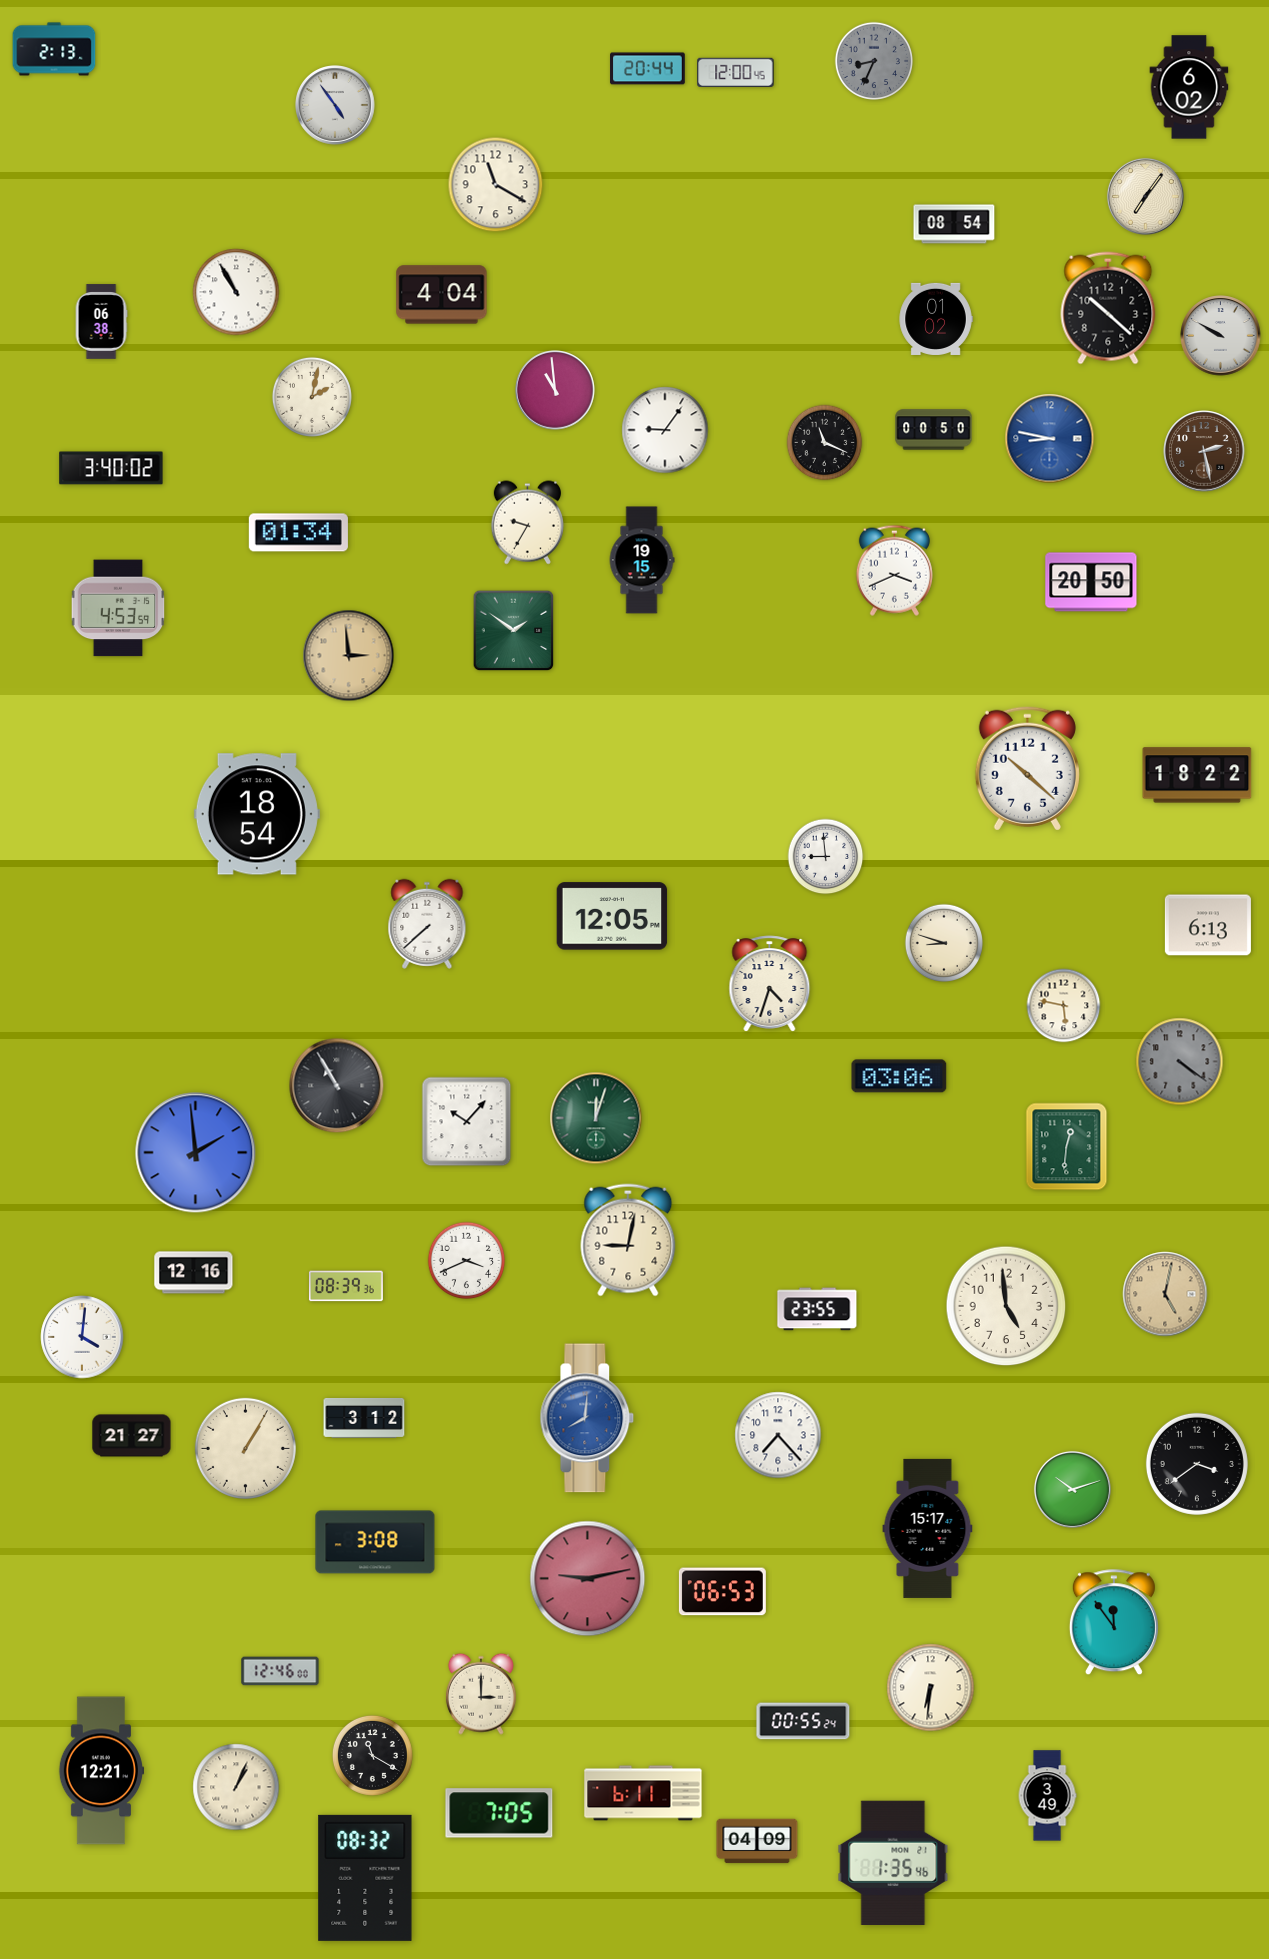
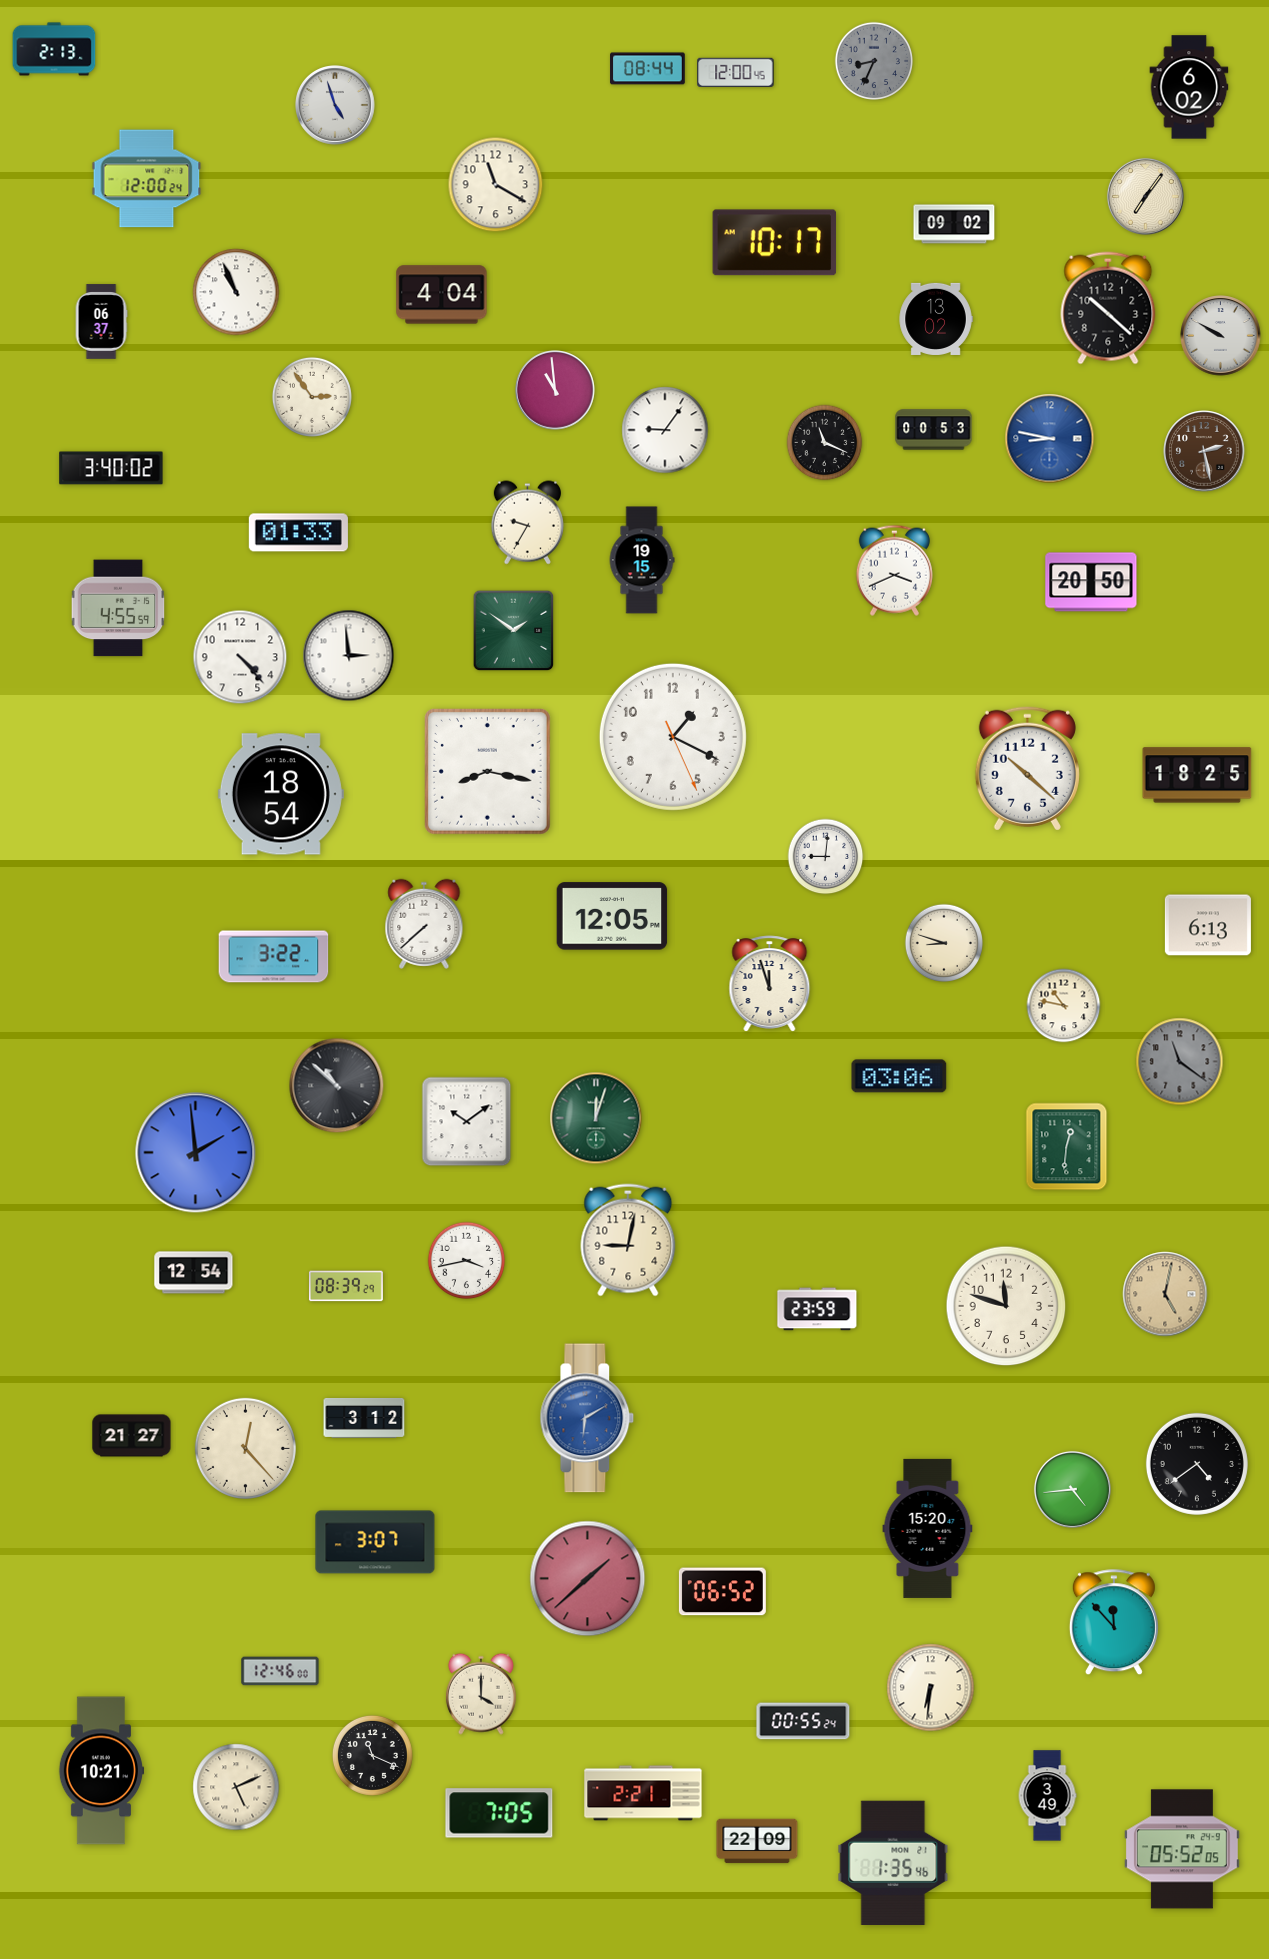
clock at (648, 69): 20:44 -> 08:44
clock at (336, 106): 4:54 -> 4:57
clock at (147, 179): none -> 12:00
clock at (954, 224): 08:54 -> 09:02
clock at (775, 243): none -> 10:17
clock at (236, 292): 10:55 -> 10:56
clock at (936, 319): 01:02 -> 13:02
clock at (101, 322): 06:38 -> 06:37
clock at (312, 397): 2:02 -> 2:54
clock at (934, 430): 00:50 -> 00:53
clock at (298, 533): 01:34 -> 01:33
clock at (118, 608): 4:53 -> 4:55
clock at (349, 656) dial: champagne -> white
clock at (240, 657): none -> 4:23
clock at (673, 737): none -> 1:19
clock at (487, 771): none -> 8:17
clock at (1197, 775): 18:22 -> 18:25
clock at (257, 814) position: (257, 814) -> (281, 794)
clock at (826, 857): 8:59 -> 9:01
clock at (427, 924) position: (427, 924) -> (424, 924)
clock at (274, 957): none -> 3:22
clock at (770, 984): 4:33 -> 11:57
clock at (1064, 1006): 5:47 -> 10:47
clock at (1180, 1062): 4:21 -> 11:21
clock at (337, 1086): 10:55 -> 10:52
clock at (467, 1122): 10:07 -> 10:09
clock at (467, 1261): 3:41 -> 3:43
clock at (194, 1273): 12:16 -> 12:54
clock at (346, 1286): 08:39:36 -> 08:39:29
clock at (1006, 1306): 4:59 -> 11:48
clock at (817, 1309): 23:55 -> 23:59
clock at (82, 1337): 4:01 -> none
clock at (587, 1418): 8:01 -> 6:10
clock at (778, 1435): 7:23 -> none
clock at (245, 1448): 1:05 -> 12:23
clock at (1197, 1464): 3:39 -> 4:39
clock at (1072, 1489): 10:12 -> 4:44
clock at (928, 1528): 15:17 -> 15:20
clock at (375, 1542): 3:08 -> 3:07
clock at (588, 1579): 9:13 -> 1:38
clock at (722, 1592): 06:53 -> 06:52
clock at (1114, 1623): 11:54 -> 11:53
clock at (481, 1694): 3:00 -> 4:00
clock at (372, 1755): 11:20 -> 11:19
clock at (101, 1771): 12:21 -> 10:21
clock at (236, 1787): 1:04 -> 5:11
clock at (643, 1793): 6:11 -> 2:21
clock at (757, 1841): 04:09 -> 22:09
clock at (1182, 1849): none -> 05:52
clock at (365, 1878): 08:32 -> none
